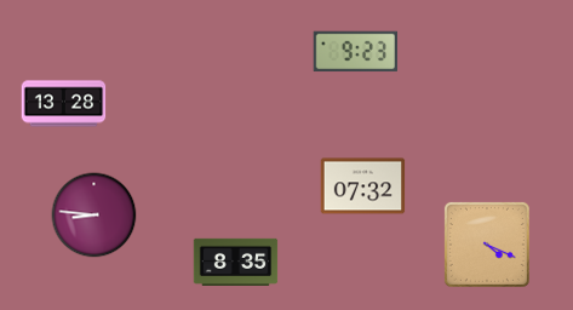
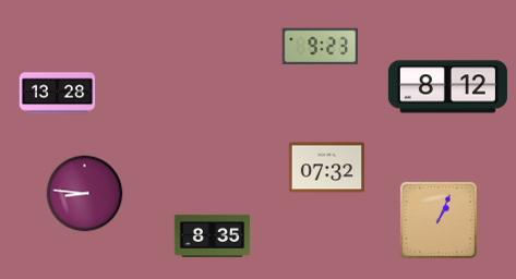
clock at (447, 87): none -> 8:12
clock at (487, 245): 4:19 -> 1:04
